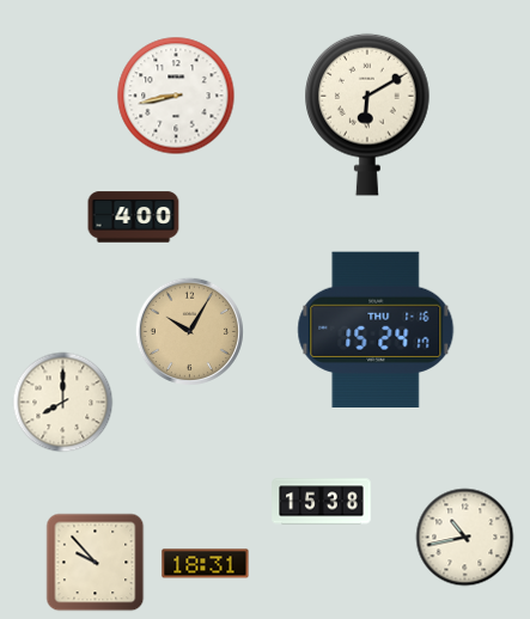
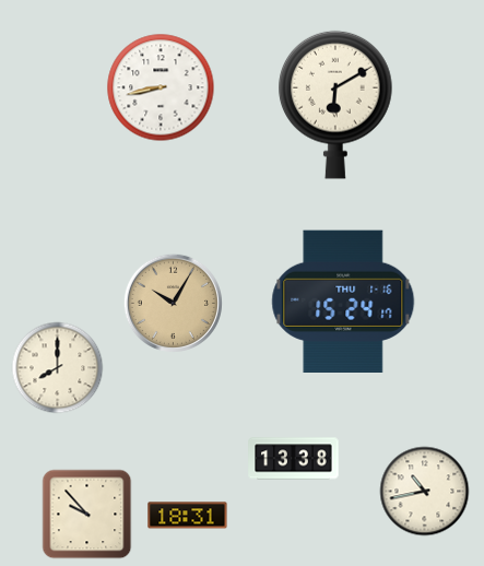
clock at (134, 217): 4:00 -> none
clock at (322, 502): 15:38 -> 13:38
